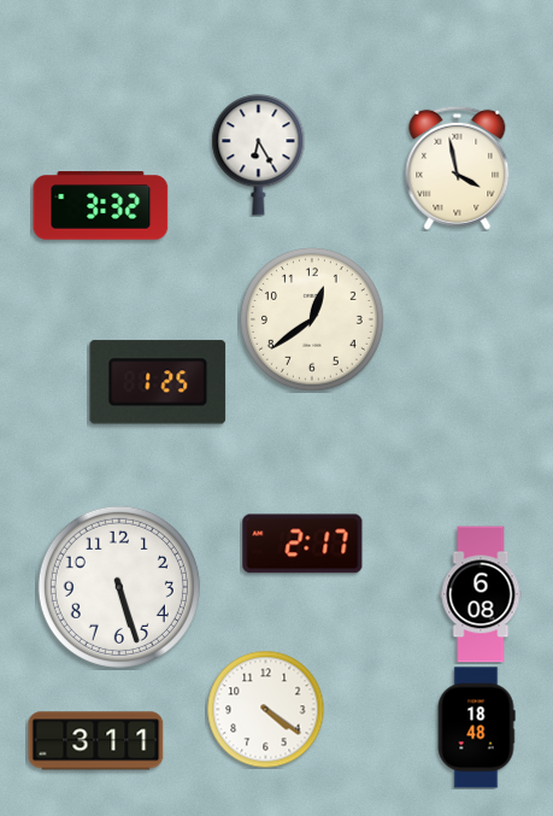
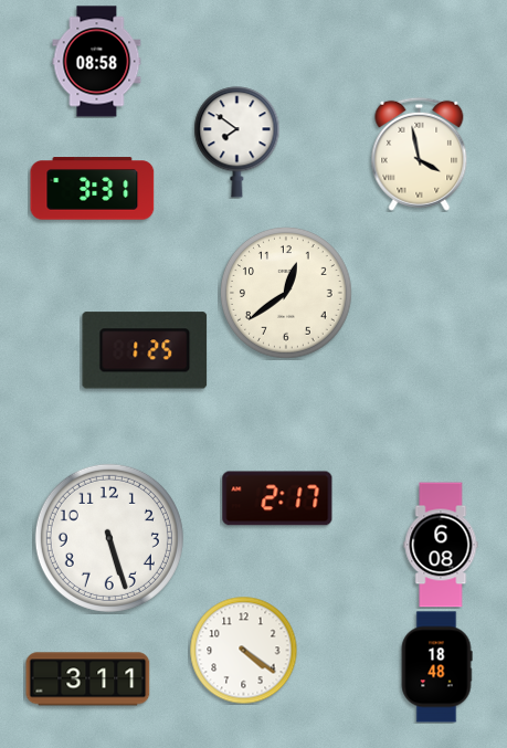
clock at (97, 62): none -> 08:58
clock at (259, 155): 6:25 -> 7:51
clock at (101, 206): 3:32 -> 3:31
